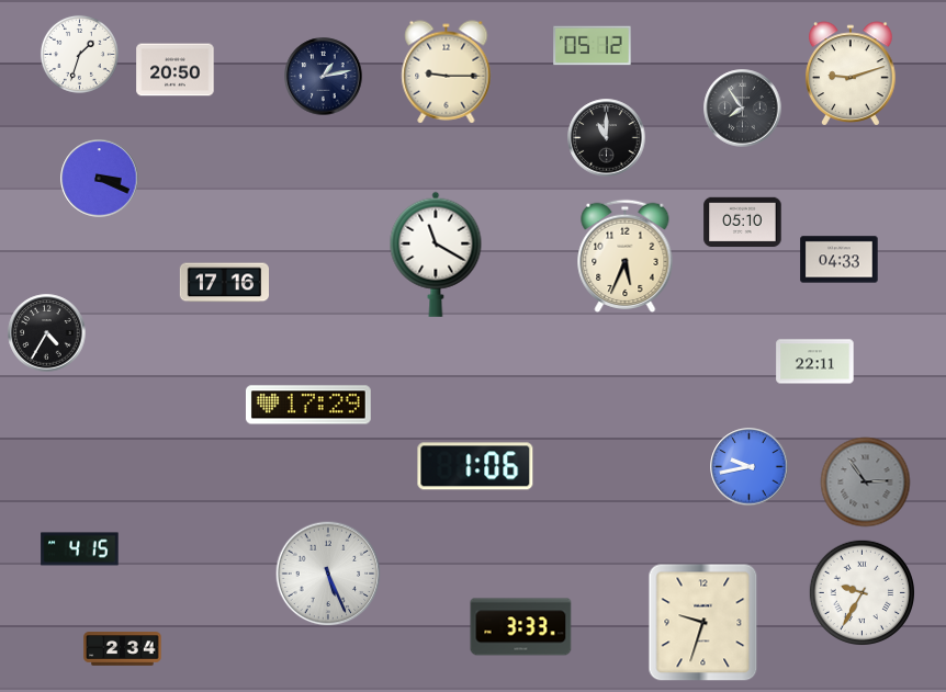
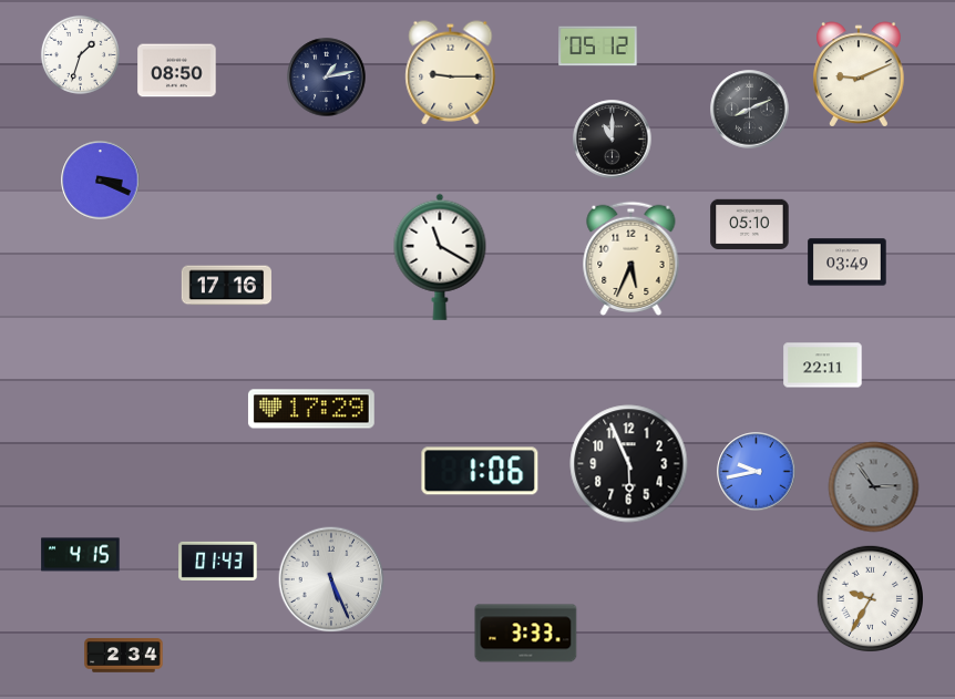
clock at (176, 70): 20:50 -> 08:50
clock at (852, 73): 9:12 -> 9:11
clock at (743, 109): 7:54 -> 8:11
clock at (840, 260): 04:33 -> 03:49
clock at (47, 333): 4:35 -> none
clock at (629, 464): none -> 5:56
clock at (218, 561): none -> 01:43
clock at (703, 623): 9:33 -> none
